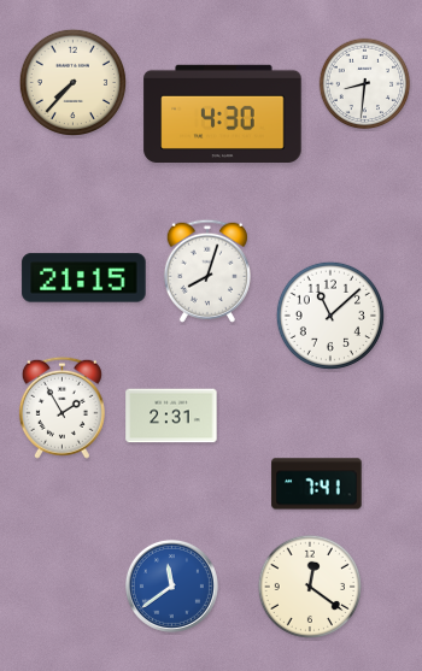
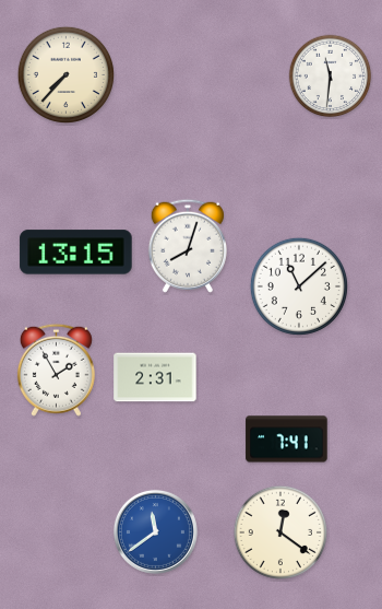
clock at (365, 84): 8:31 -> 11:31
clock at (223, 114): 4:30 -> none
clock at (84, 278): 21:15 -> 13:15
